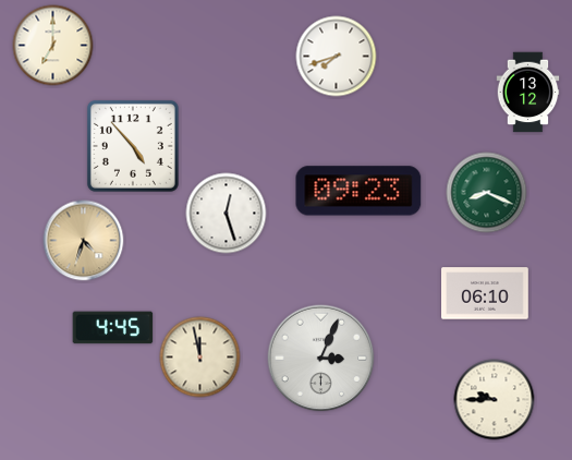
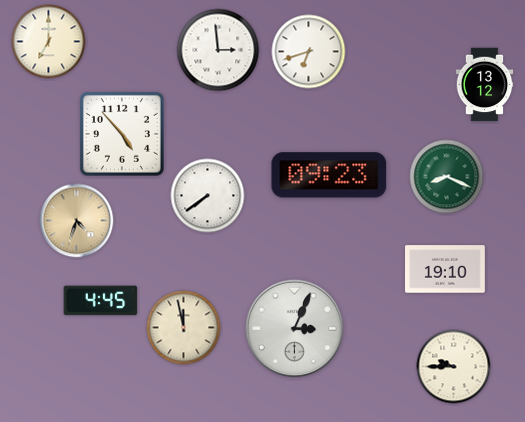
clock at (218, 50): none -> 2:59
clock at (337, 57): 7:42 -> 6:42
clock at (227, 214): 12:27 -> 7:39
clock at (486, 293): 06:10 -> 19:10
clock at (113, 328) position: (113, 328) -> (101, 301)
